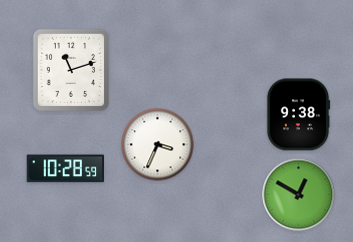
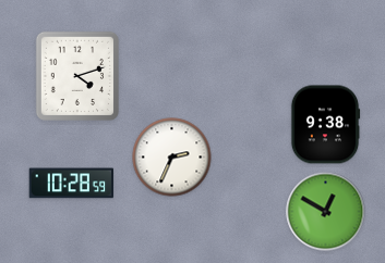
clock at (71, 70): 11:12 -> 4:12
clock at (158, 145): 3:34 -> 2:34
